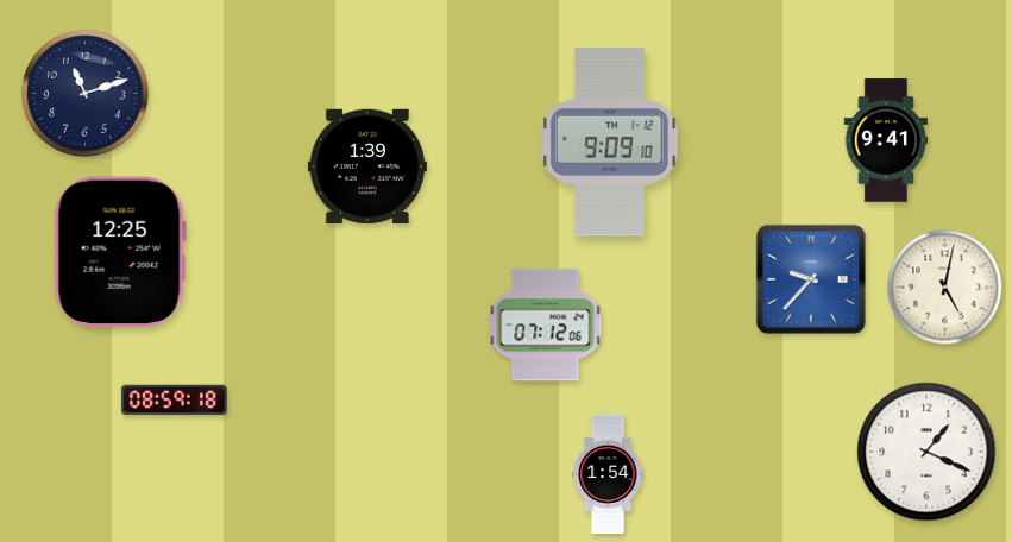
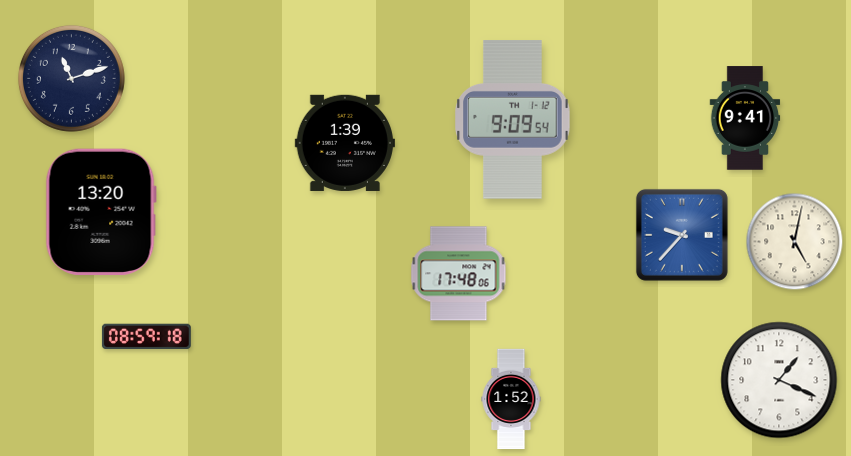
clock at (610, 143): 9:09:10 -> 9:09:54
clock at (367, 166) position: (367, 166) -> (345, 143)
clock at (120, 251): 12:25 -> 13:20
clock at (546, 326): 07:12 -> 17:48
clock at (608, 474): 1:54 -> 1:52
